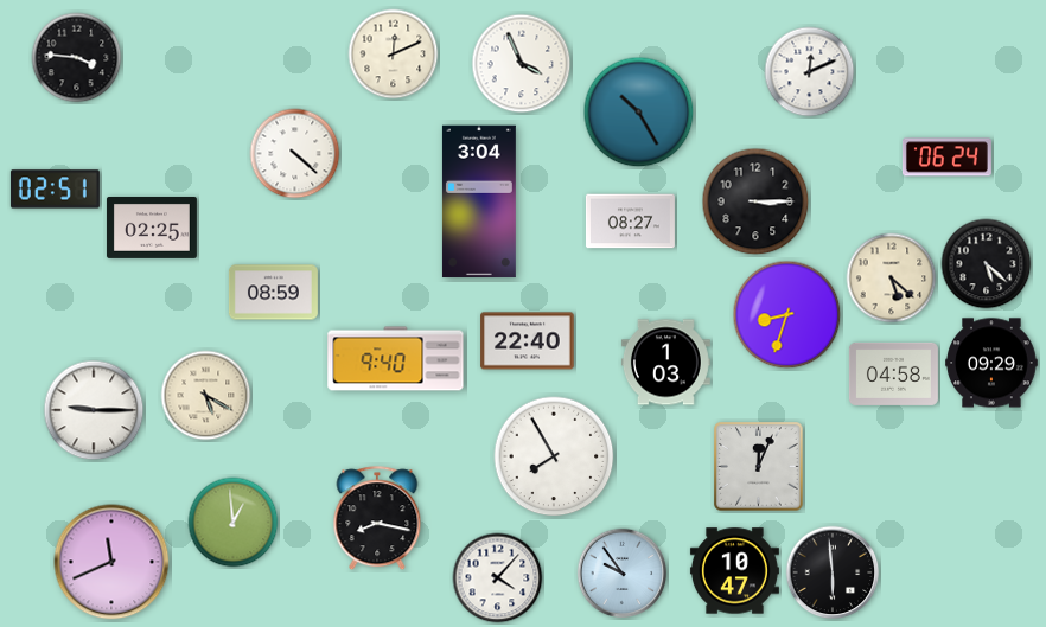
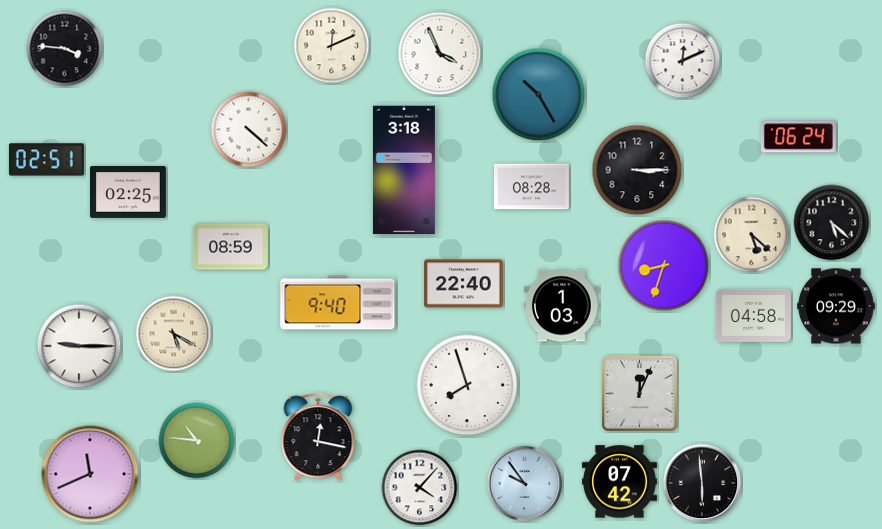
clock at (946, 158) position: (946, 158) -> (798, 137)
clock at (479, 201): 3:04 -> 3:18
clock at (630, 222): 08:27 -> 08:28
clock at (528, 341) position: (528, 341) -> (464, 284)
clock at (396, 359) position: (396, 359) -> (338, 303)
clock at (554, 456): 7:55 -> 7:57
clock at (377, 519): 8:17 -> 12:17
clock at (234, 523): 12:59 -> 10:46
clock at (111, 562) position: (111, 562) -> (90, 474)
clock at (734, 571): 10:47 -> 07:42
